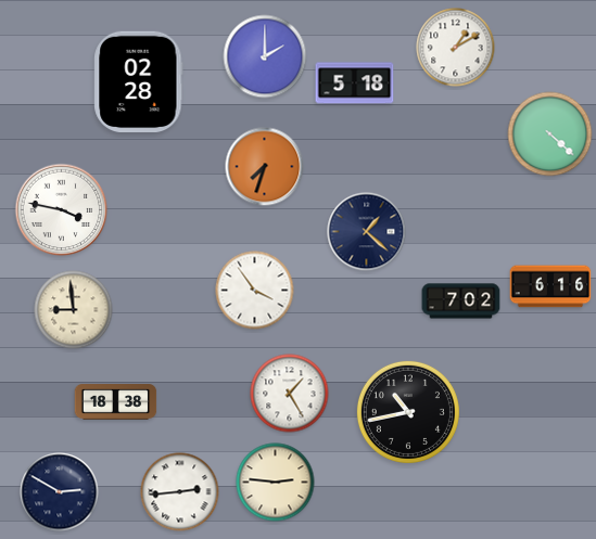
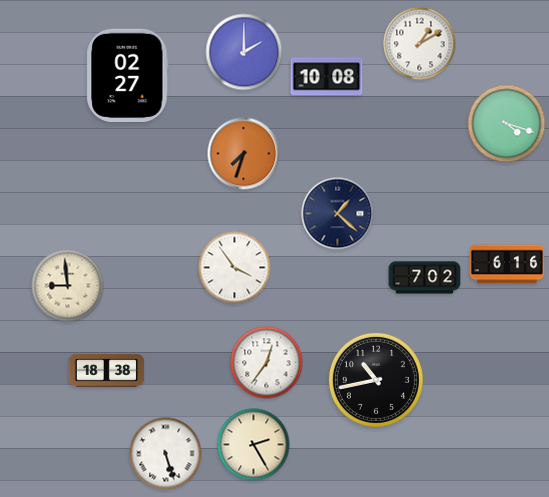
clock at (139, 81): 02:28 -> 02:27
clock at (355, 84): 5:18 -> 10:08
clock at (550, 134): 4:22 -> 4:18
clock at (62, 210): 3:47 -> none
clock at (290, 394): 1:25 -> 12:36
clock at (276, 483): 2:46 -> 2:25
clock at (60, 492): 2:50 -> none
clock at (180, 492): 2:44 -> 5:27
